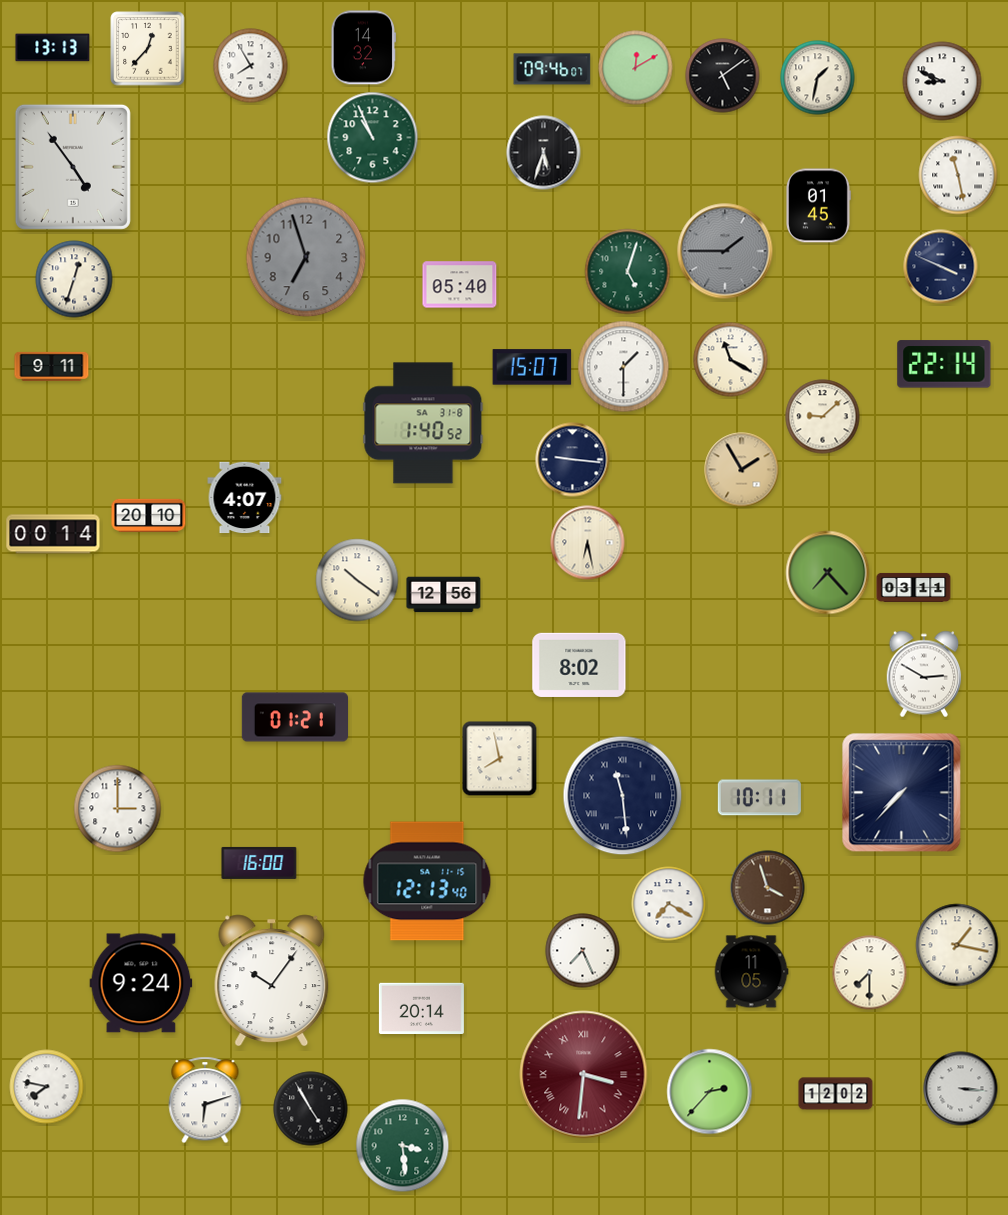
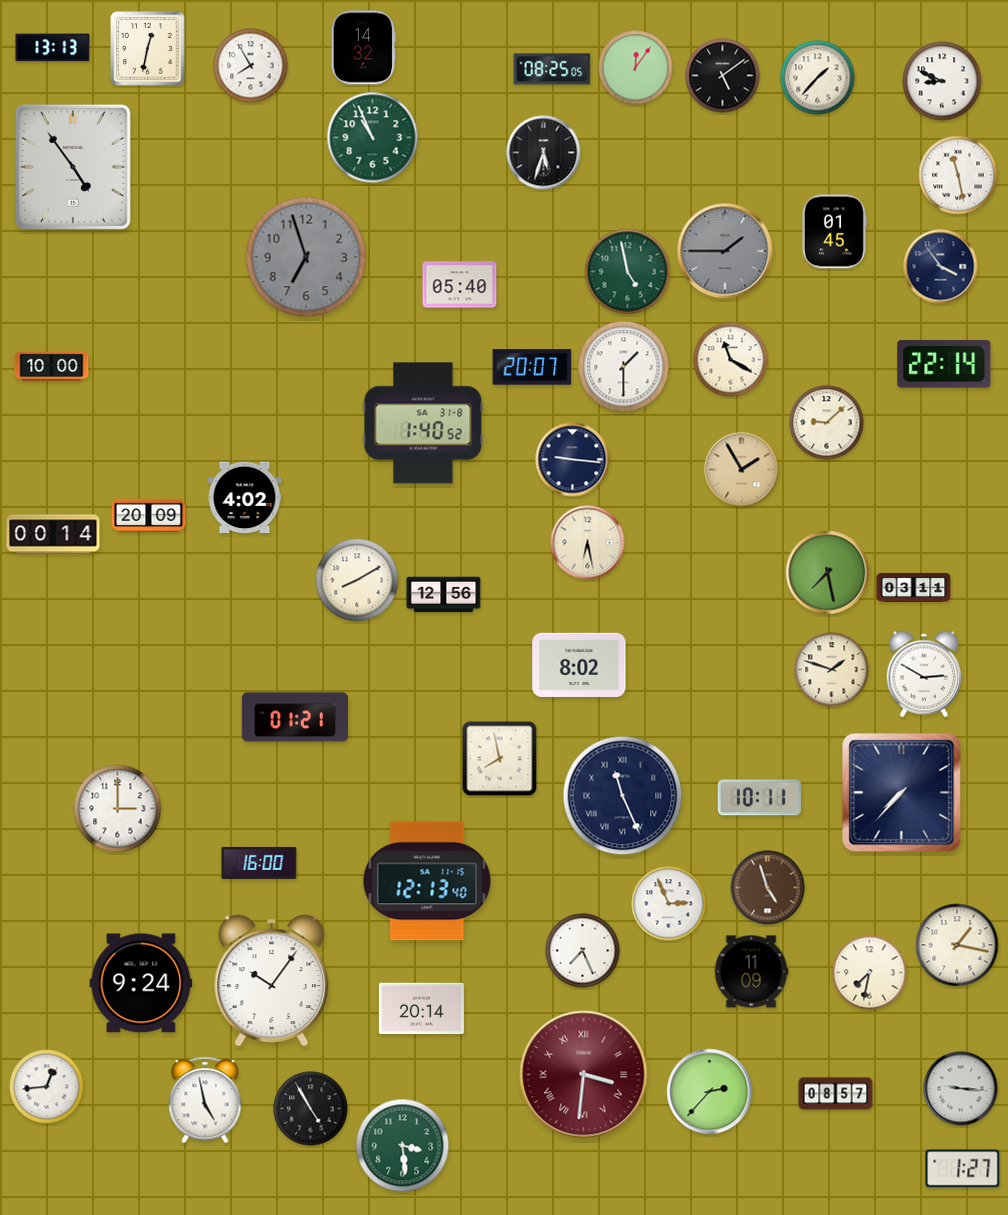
clock at (148, 49): 12:37 -> 12:32
clock at (636, 68): 12:10 -> 12:06
clock at (552, 69): 09:46 -> 08:25
clock at (818, 78): 1:32 -> 1:37
clock at (819, 206) position: (819, 206) -> (835, 232)
clock at (941, 267): 3:49 -> 3:54
clock at (628, 272): 5:03 -> 4:58
clock at (74, 279): 12:33 -> none
clock at (52, 366): 9:11 -> 10:00
clock at (532, 367): 15:07 -> 20:07
clock at (823, 417) position: (823, 417) -> (827, 423)
clock at (245, 498): 4:07 -> 4:02
clock at (149, 515): 20:10 -> 20:09
clock at (828, 573): 7:23 -> 7:28
clock at (357, 580): 10:21 -> 8:10
clock at (832, 670): none -> 1:48
clock at (623, 796): 11:29 -> 11:26
clock at (768, 888): 3:57 -> 4:57
clock at (669, 904): 7:20 -> 2:56
clock at (751, 972): 11:05 -> 11:09
clock at (870, 973): 7:30 -> 7:32
clock at (47, 1087): 7:47 -> 12:44
clock at (961, 1089): 3:16 -> 9:16
clock at (836, 1094): 12:02 -> 08:57
clock at (205, 1100): 6:12 -> 4:58
clock at (963, 1169): none -> 1:27
